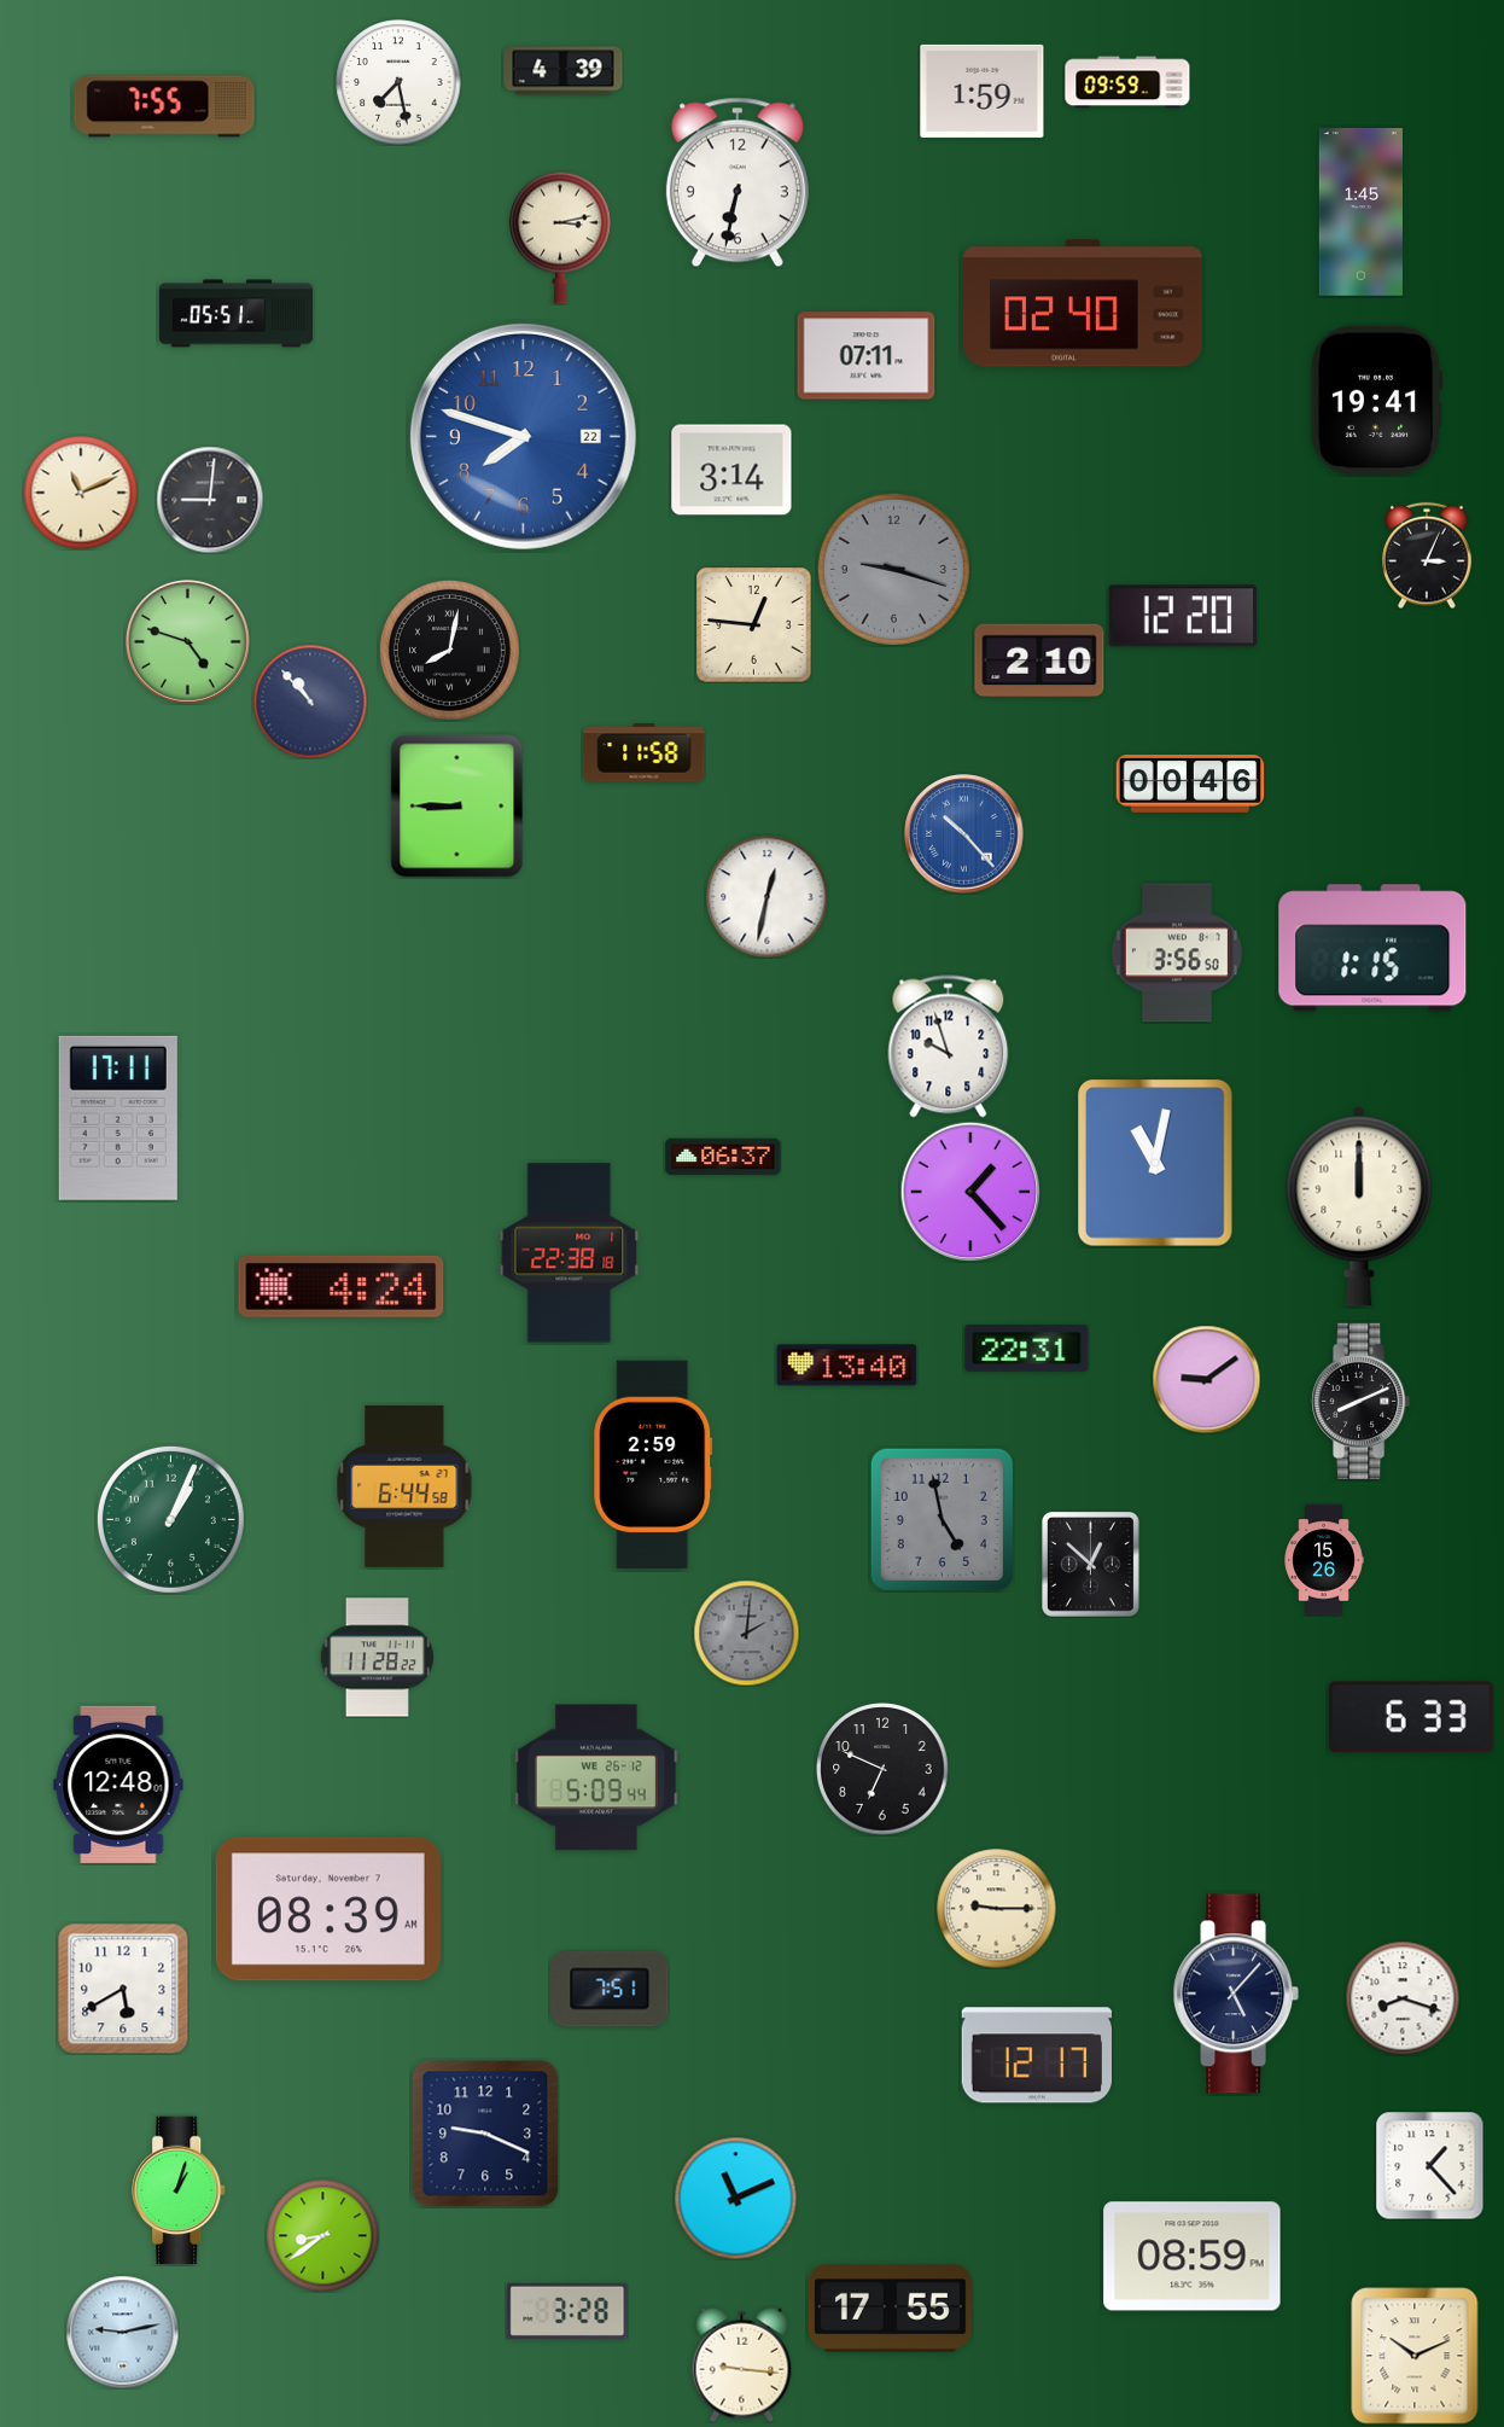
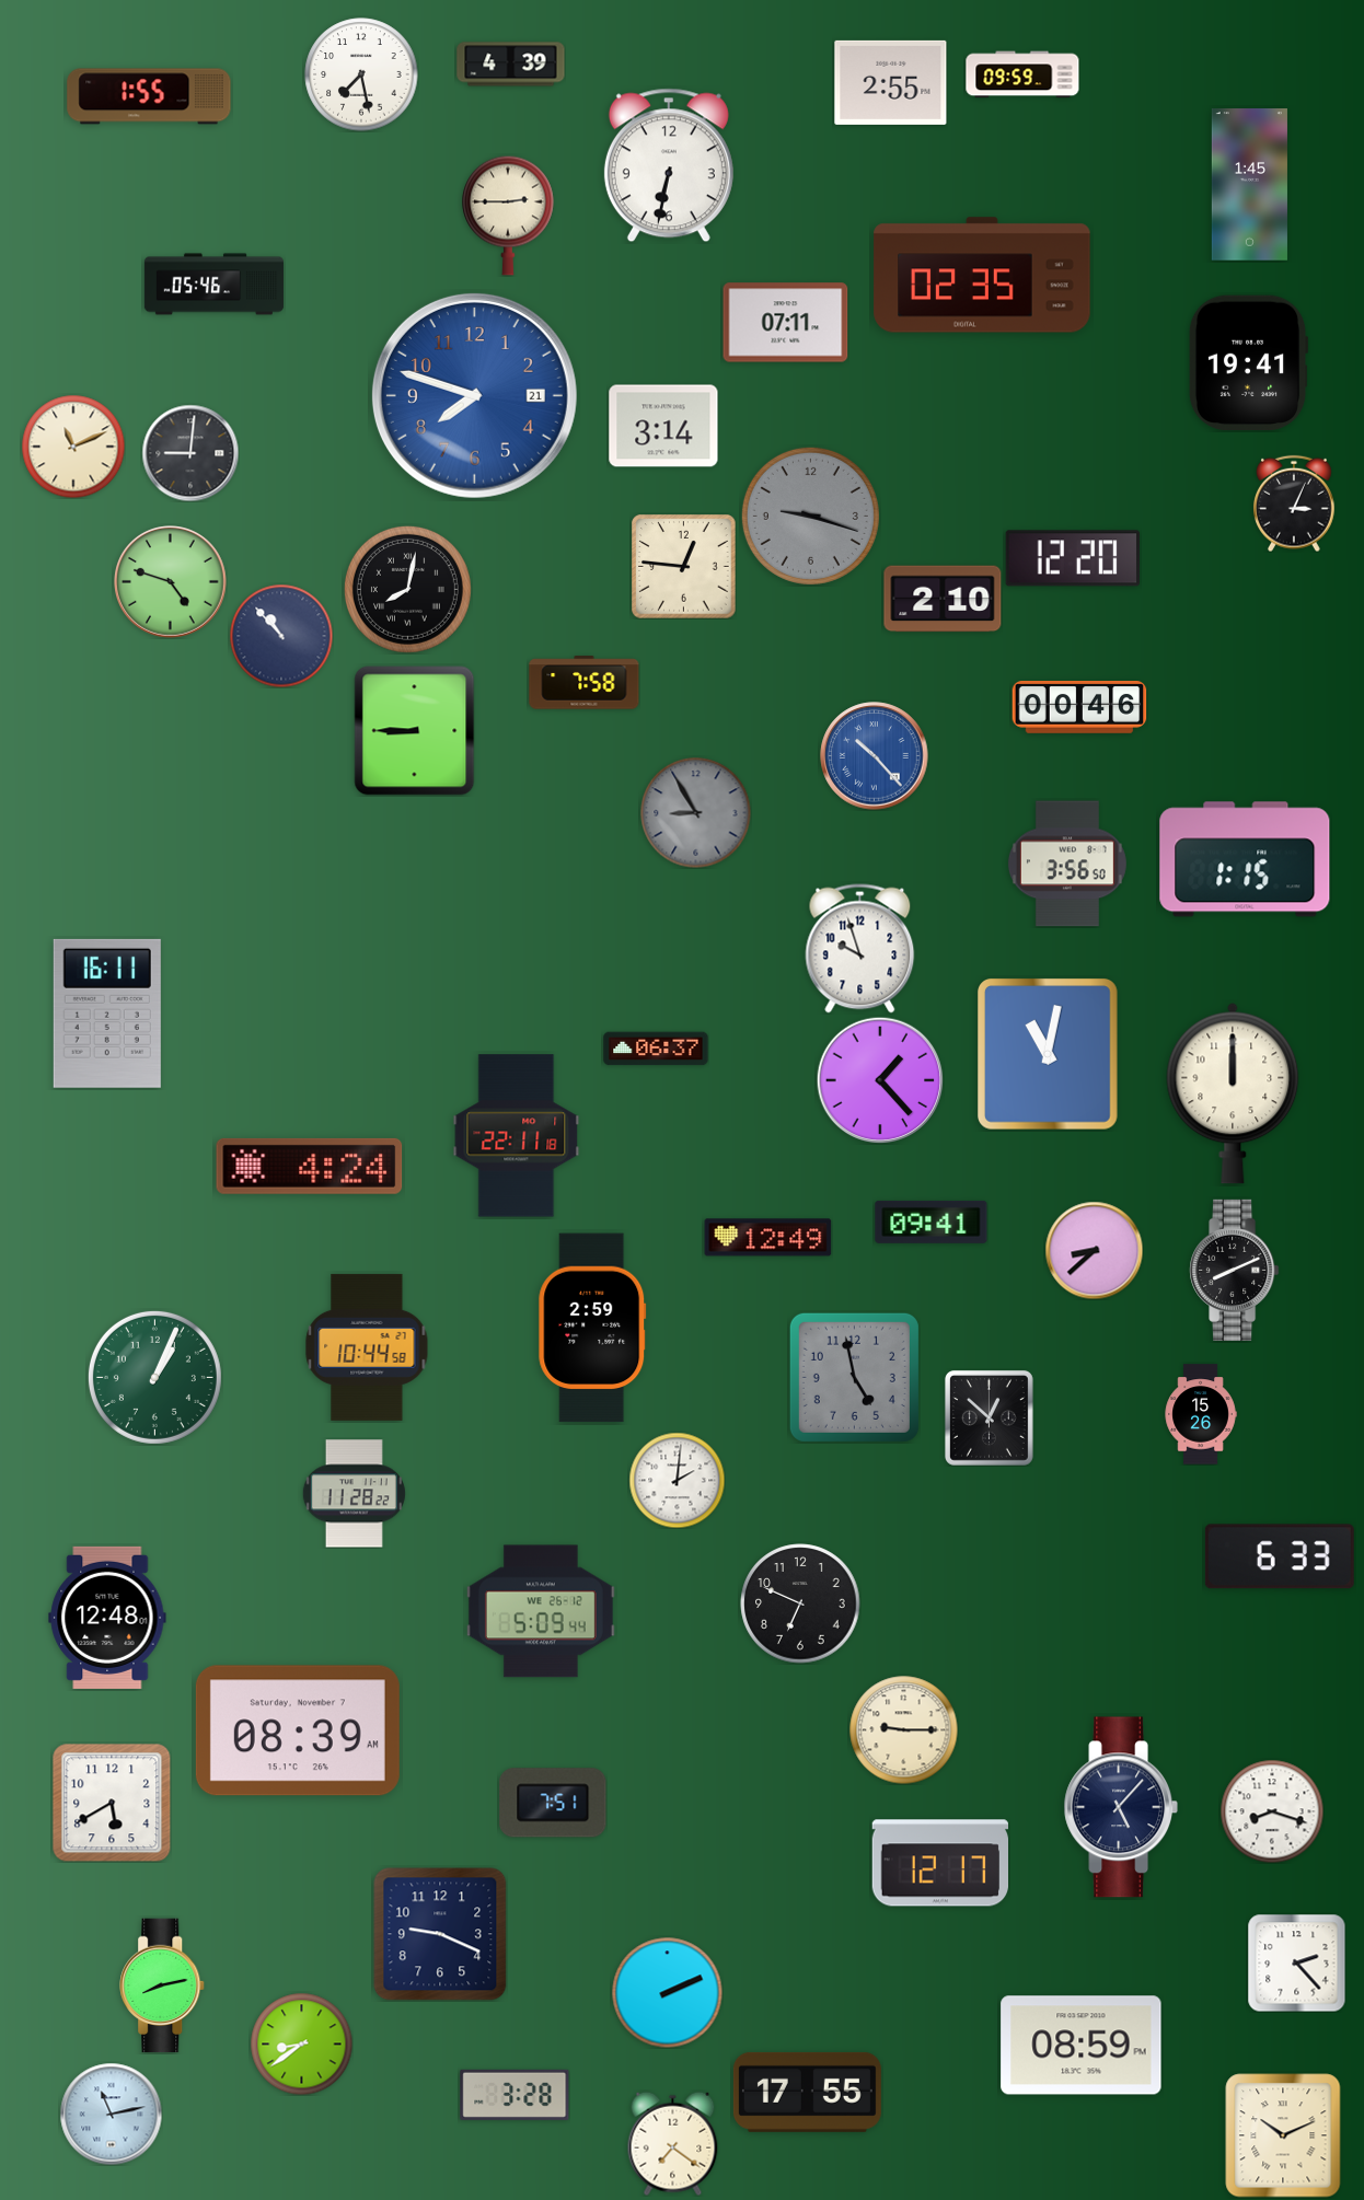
clock at (983, 91): 1:59 -> 2:55
clock at (164, 106): 7:55 -> 1:55
clock at (1360, 213) position: (1360, 213) -> (1249, 185)
clock at (560, 238): 3:13 -> 2:45
clock at (1083, 303): 02:40 -> 02:35
clock at (237, 314): 05:51 -> 05:46
clock at (523, 436) date: 22 -> 21
clock at (645, 753): 11:58 -> 7:58
clock at (1190, 785) position: (1190, 785) -> (1079, 708)
clock at (768, 897): 12:32 -> 8:55
clock at (768, 897) dial: white -> grey
clock at (118, 1118): 17:11 -> 16:11
clock at (570, 1253): 22:38 -> 22:11
clock at (1027, 1348): 22:31 -> 09:41
clock at (847, 1366): 13:40 -> 12:49
clock at (1206, 1379): 9:09 -> 8:38
clock at (404, 1486): 6:44 -> 10:44
clock at (746, 1632) dial: grey -> white
clock at (377, 1658) position: (377, 1658) -> (354, 1494)
clock at (1429, 2165): 1:23 -> 2:23
clock at (180, 2190): 1:03 -> 8:13
clock at (736, 2199): 11:11 -> 2:11
clock at (322, 2235) position: (322, 2235) -> (301, 2043)
clock at (122, 2332): 9:13 -> 11:13
clock at (742, 2364): 9:16 -> 7:21
